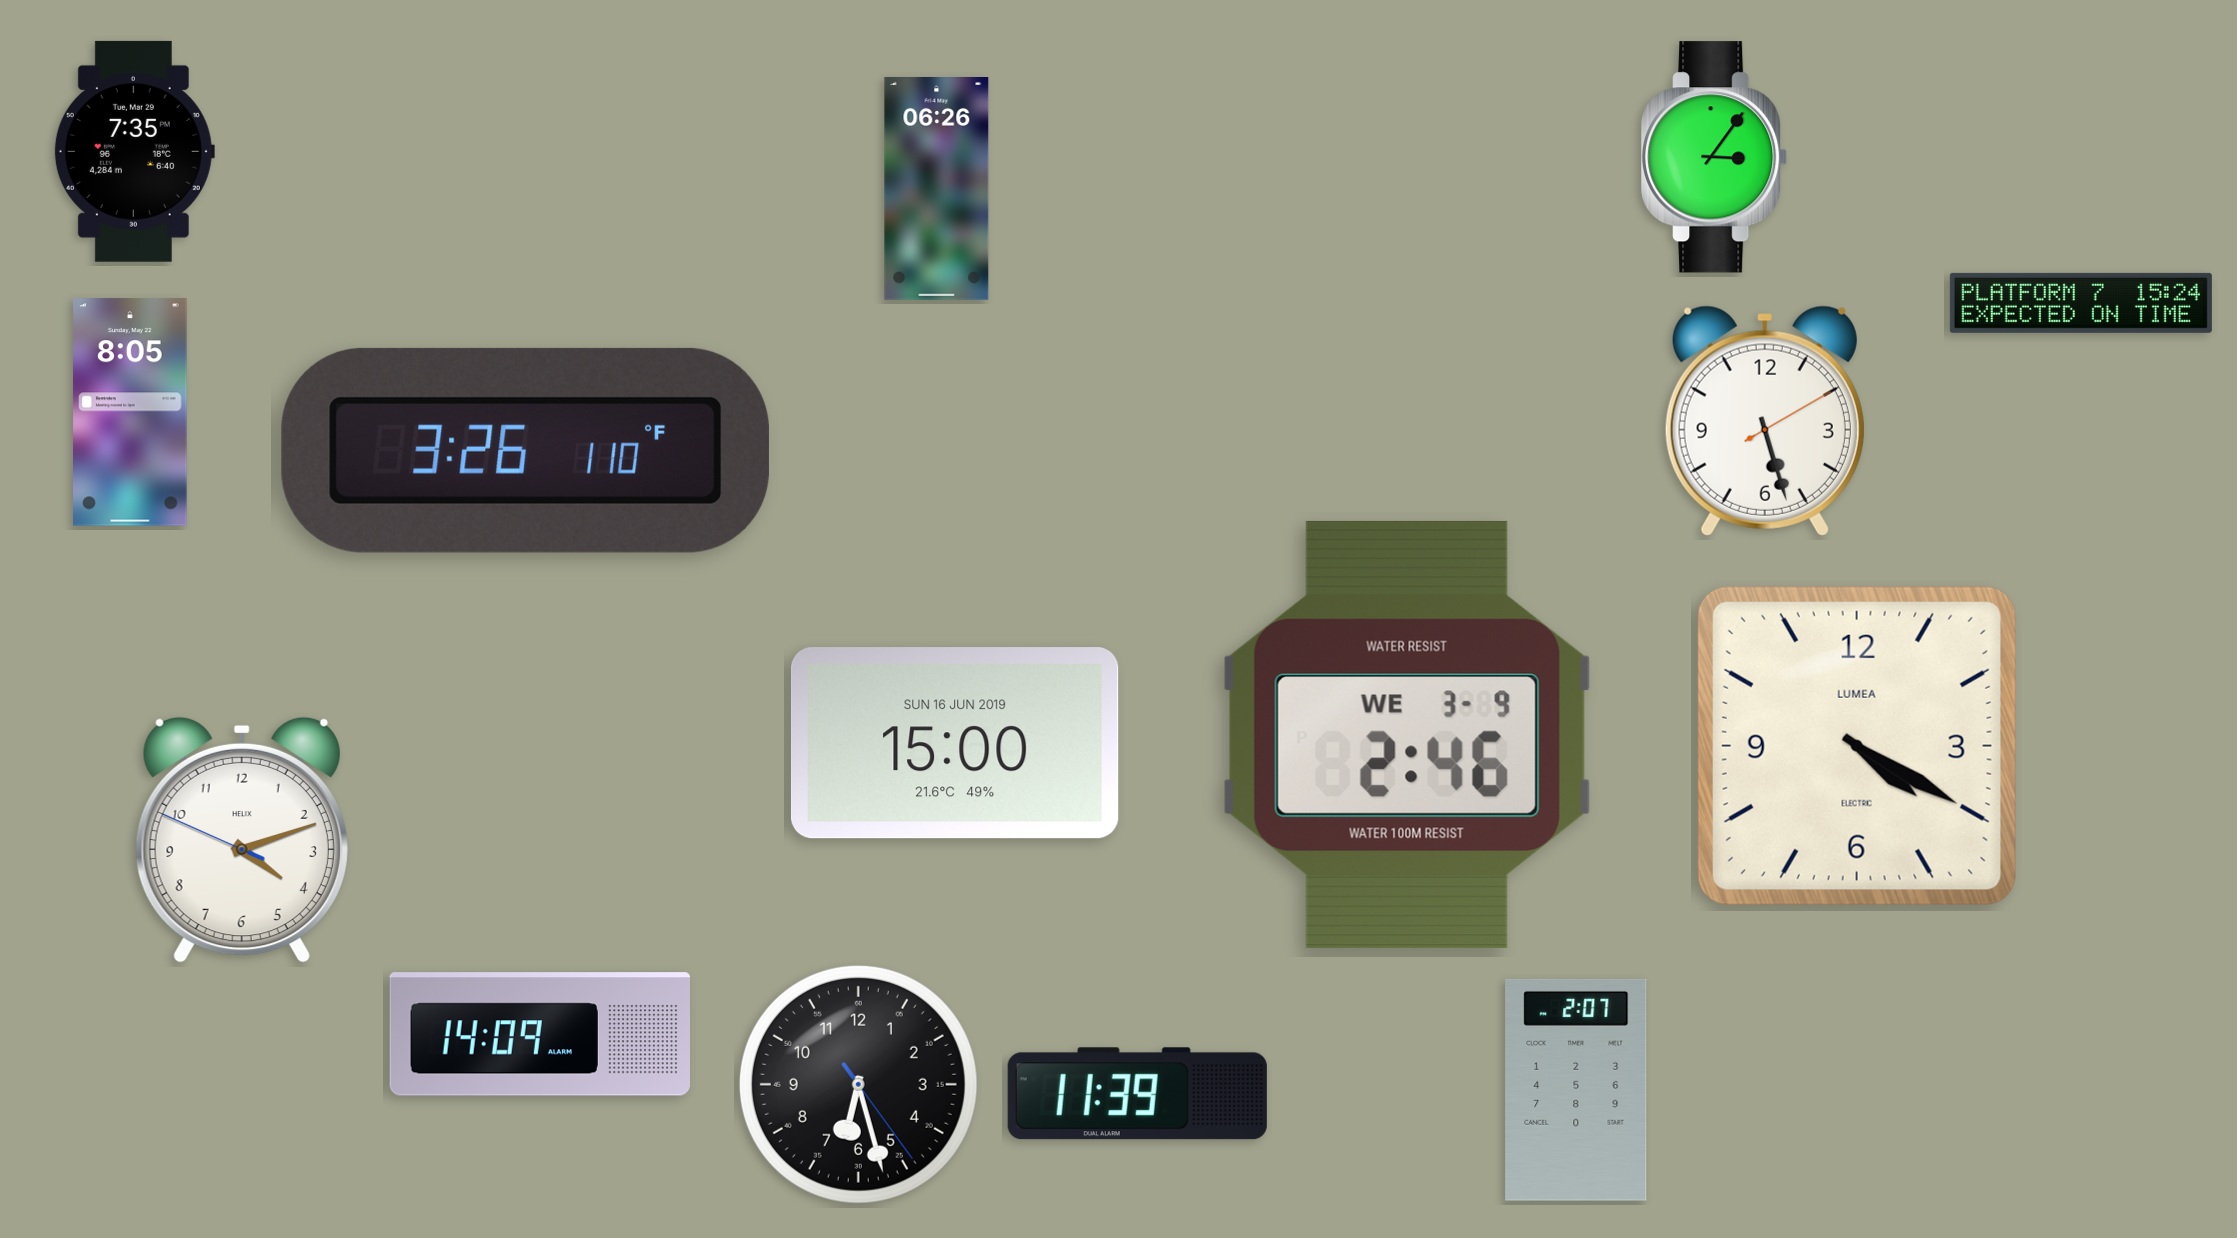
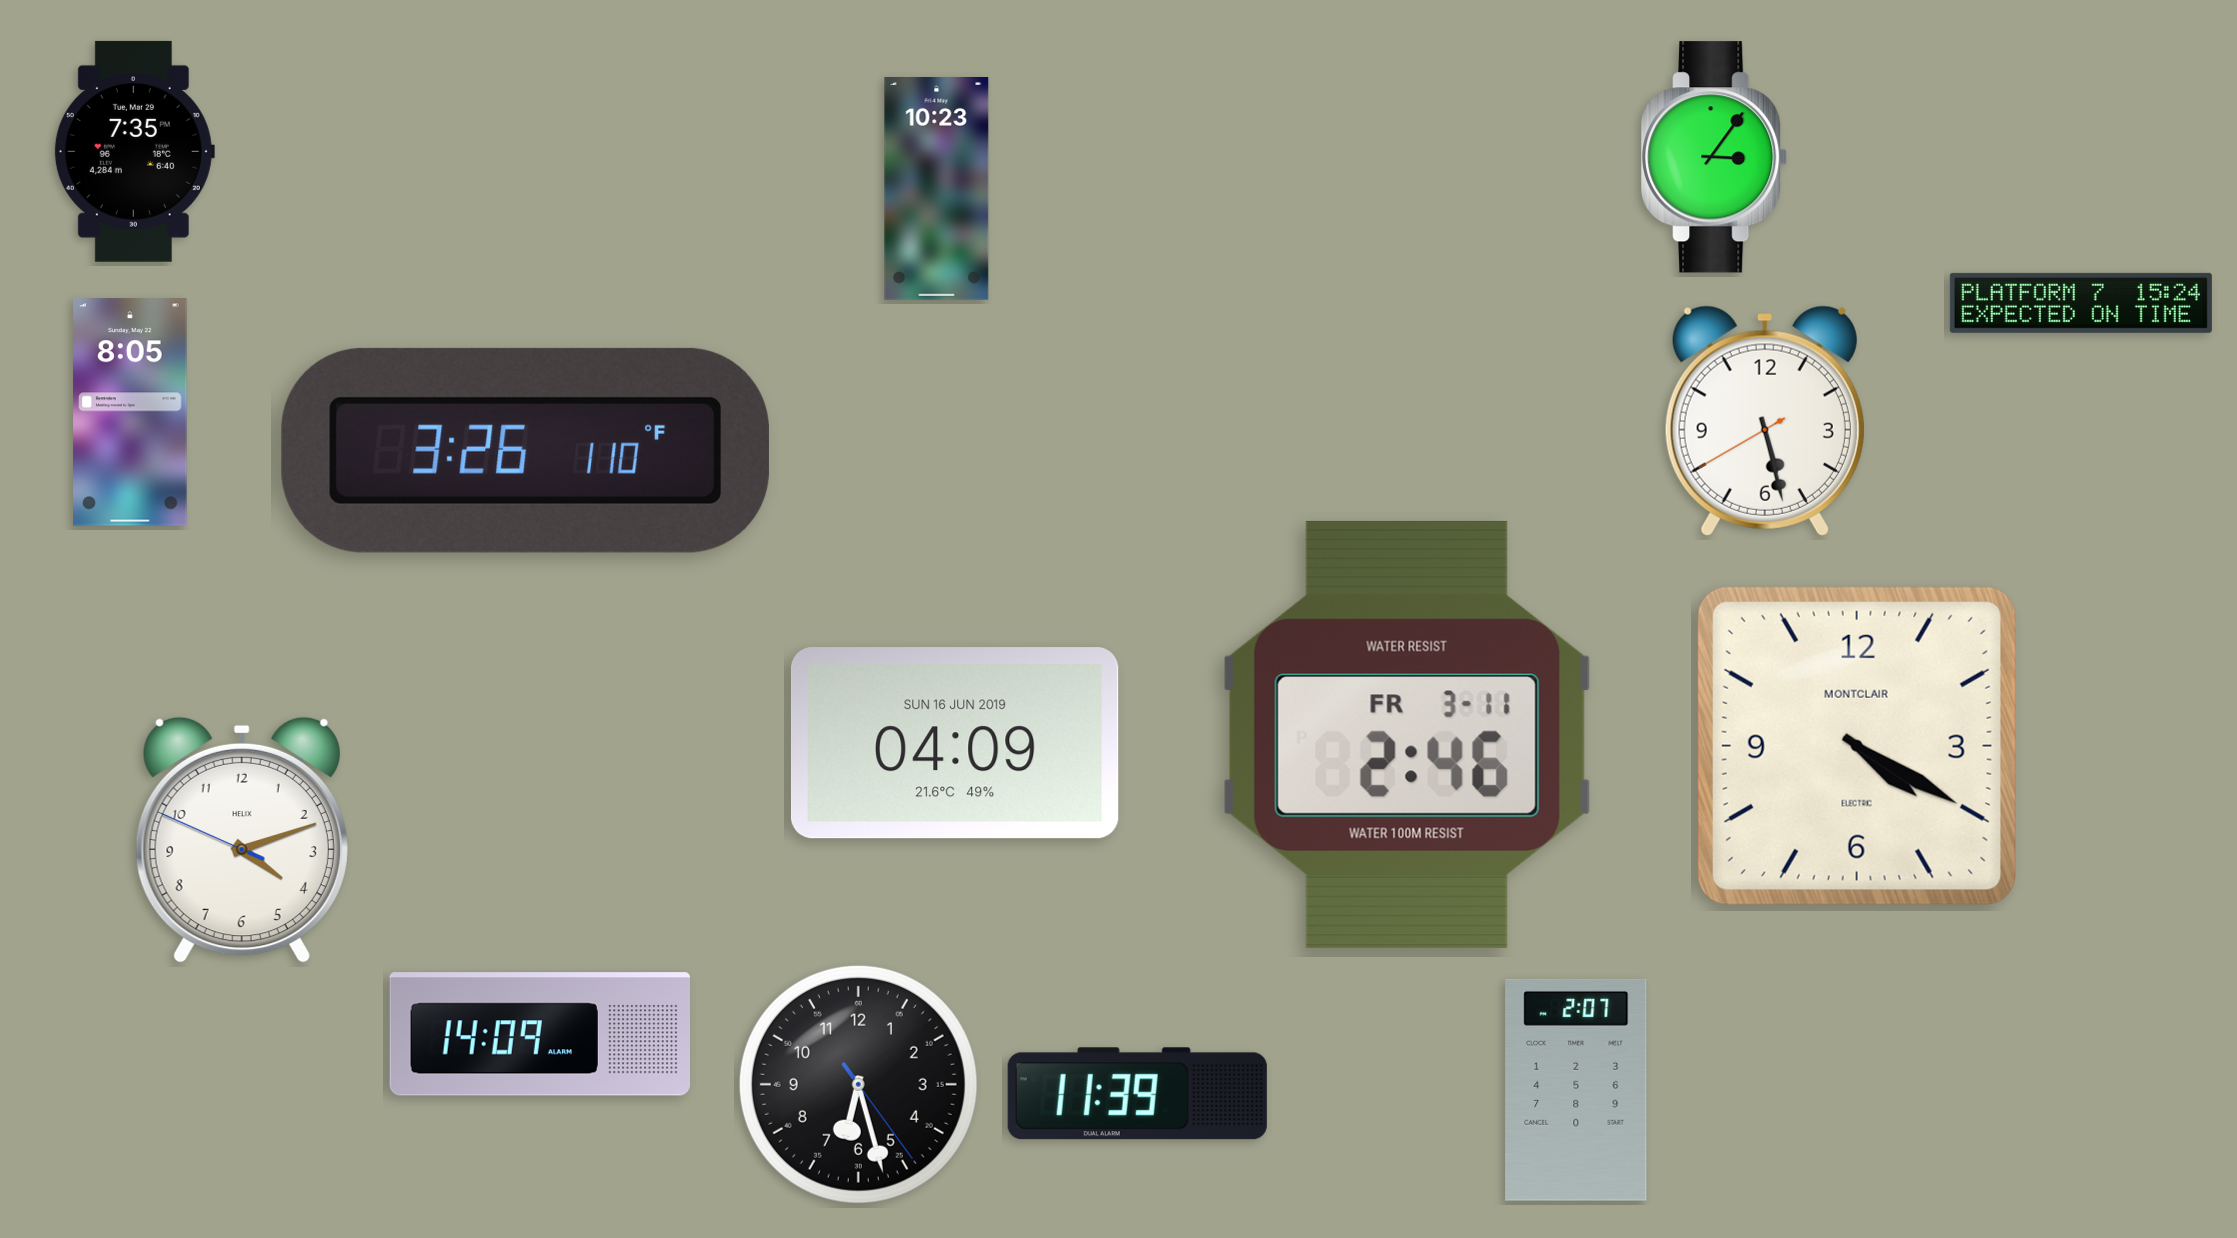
clock at (937, 189): 06:26 -> 10:23
clock at (1765, 421): 5:27:10 -> 5:27:40
clock at (1407, 735) date: WE 3-9 -> FR 3-11
clock at (955, 743): 15:00 -> 04:09
clock at (1857, 746) brand: LUMEA -> MONTCLAIR
